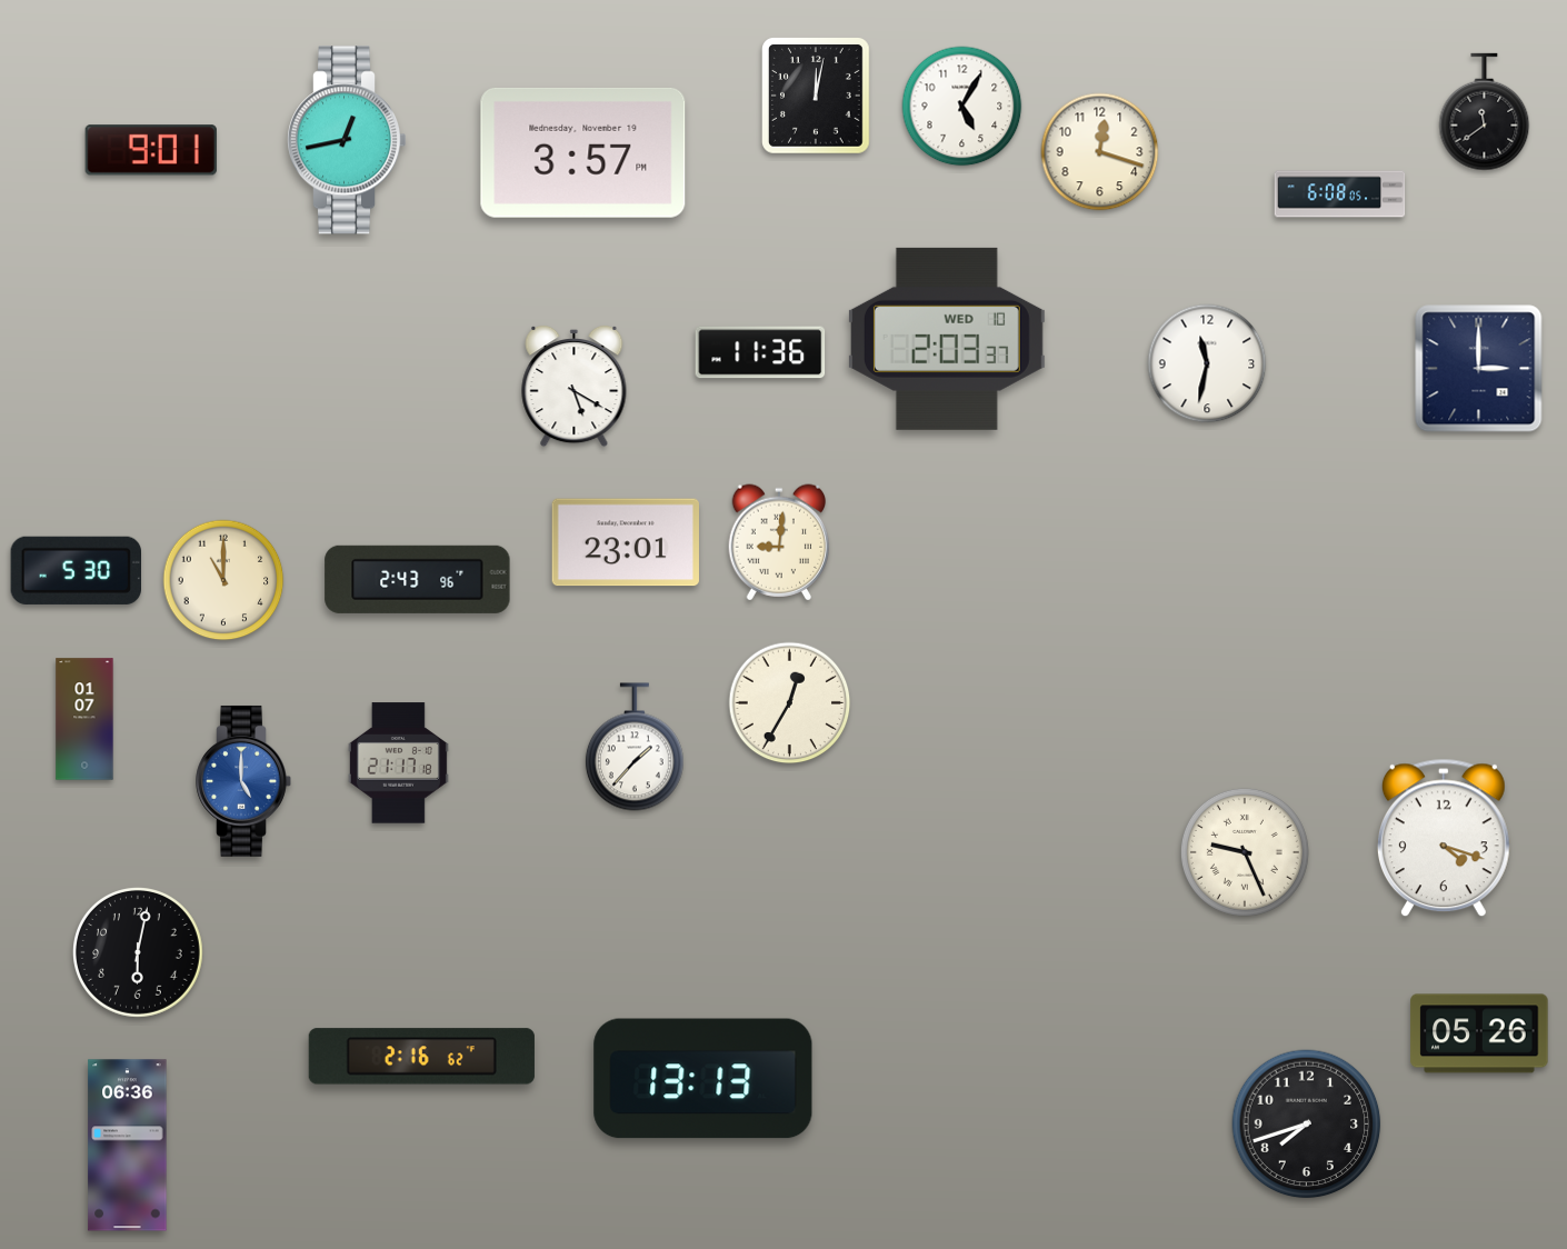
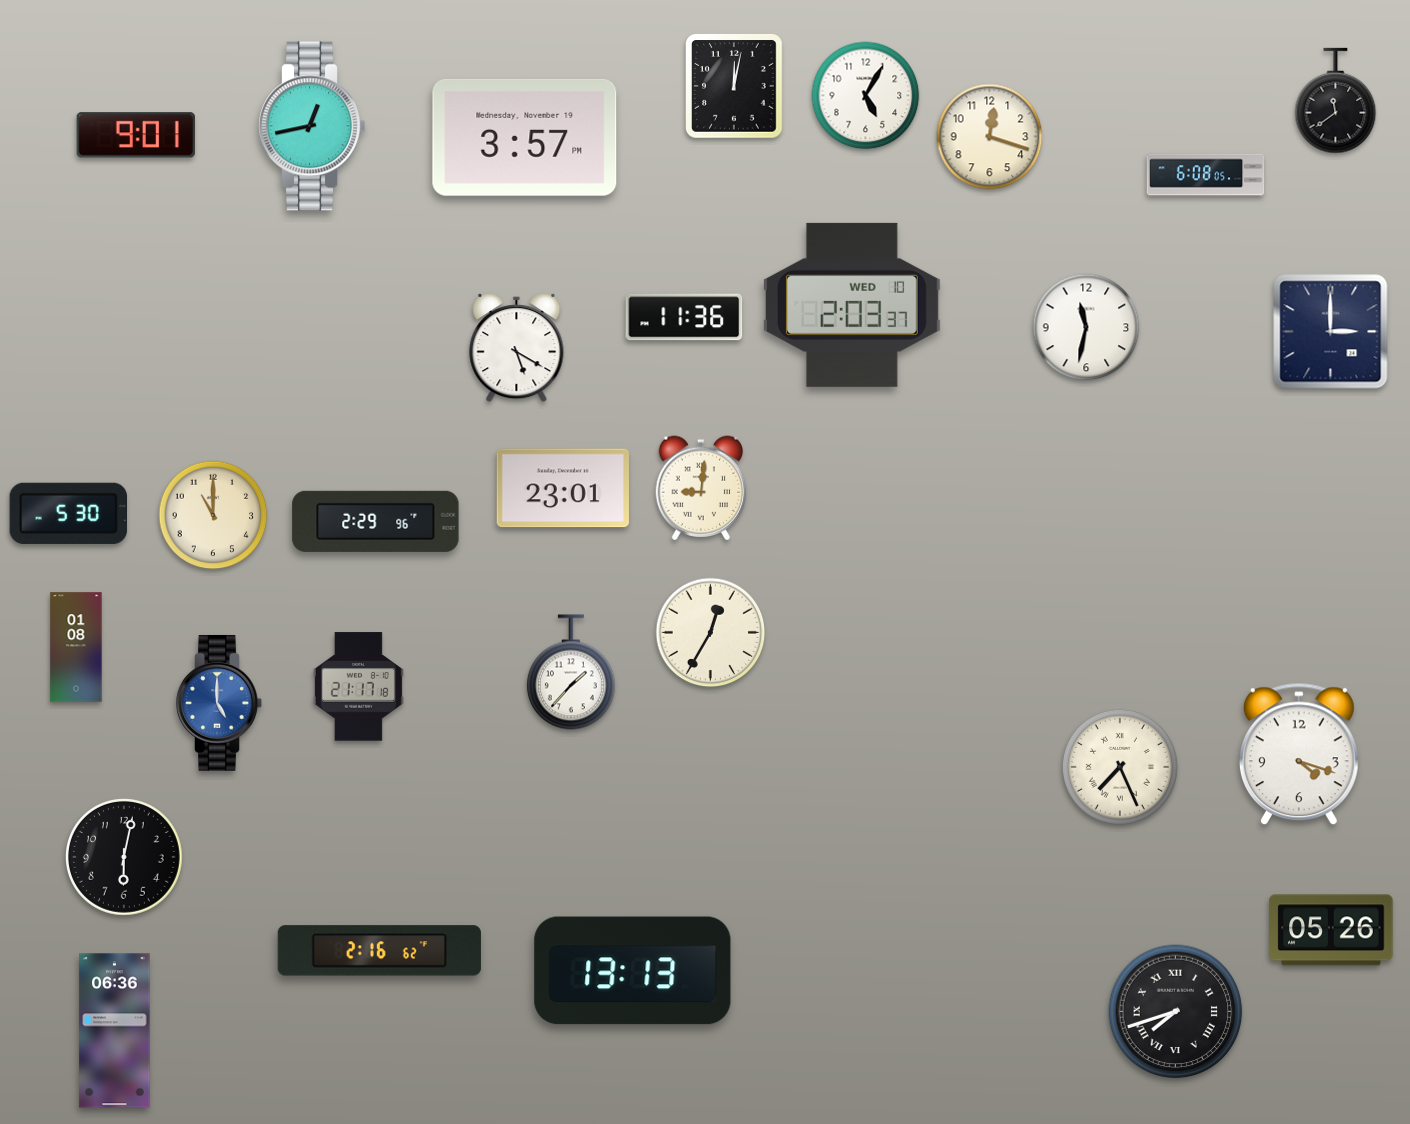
clock at (418, 579): 2:43 -> 2:29
clock at (223, 580) position: (223, 580) -> (213, 515)
clock at (84, 719): 01:07 -> 01:08
clock at (1245, 852): 9:26 -> 7:26
clock at (1307, 1125) numerals: Arabic -> Roman
